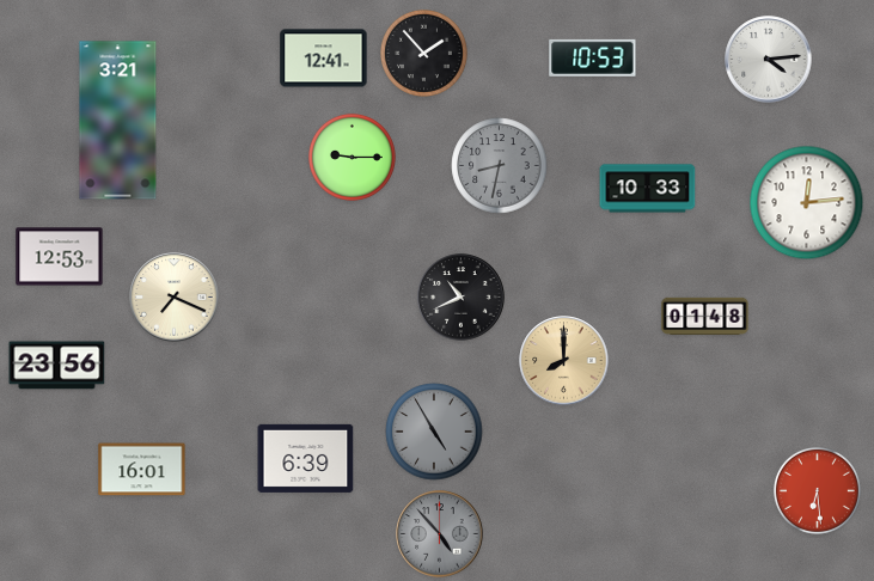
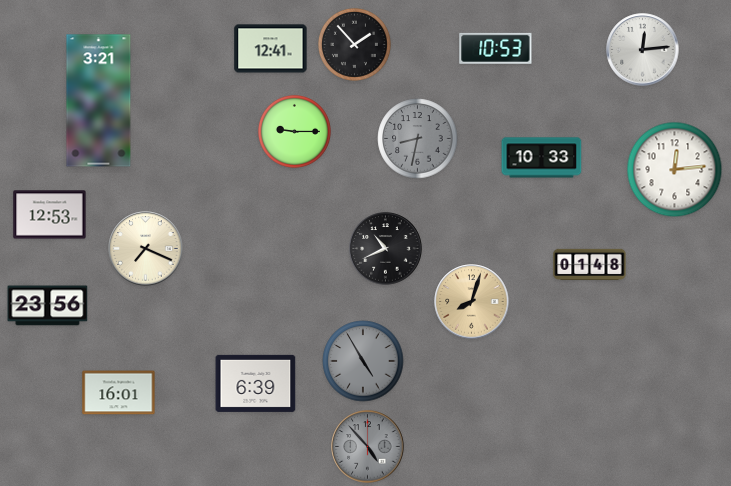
clock at (769, 60): 4:14 -> 12:14
clock at (564, 361): 8:00 -> 8:03
clock at (817, 490): 6:29 -> none
